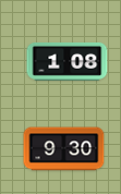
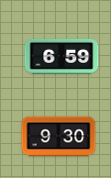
clock at (68, 61): 1:08 -> 6:59
